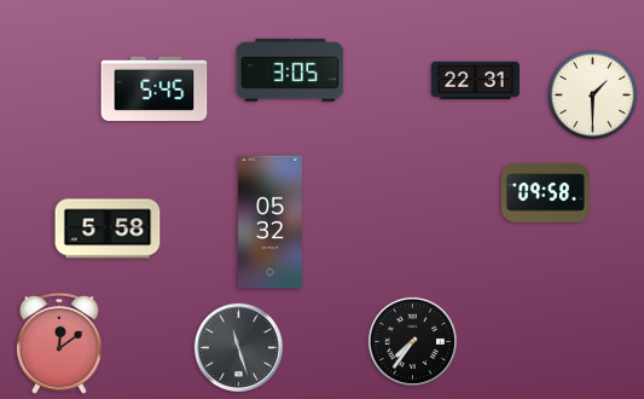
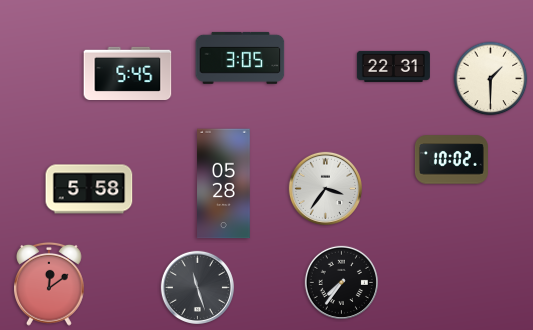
clock at (545, 193): 09:58 -> 10:02
clock at (271, 222): 05:32 -> 05:28
clock at (325, 188): none -> 3:36
